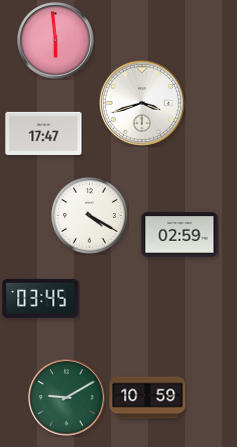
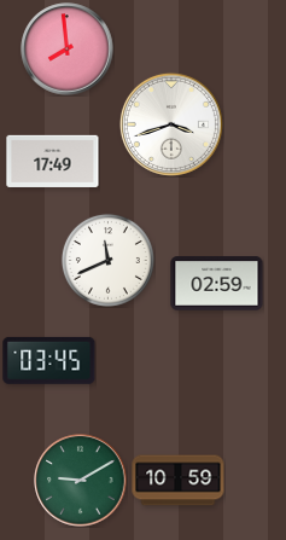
clock at (56, 41): 5:59 -> 7:59
clock at (44, 133): 17:47 -> 17:49
clock at (89, 215): 4:20 -> 11:41
